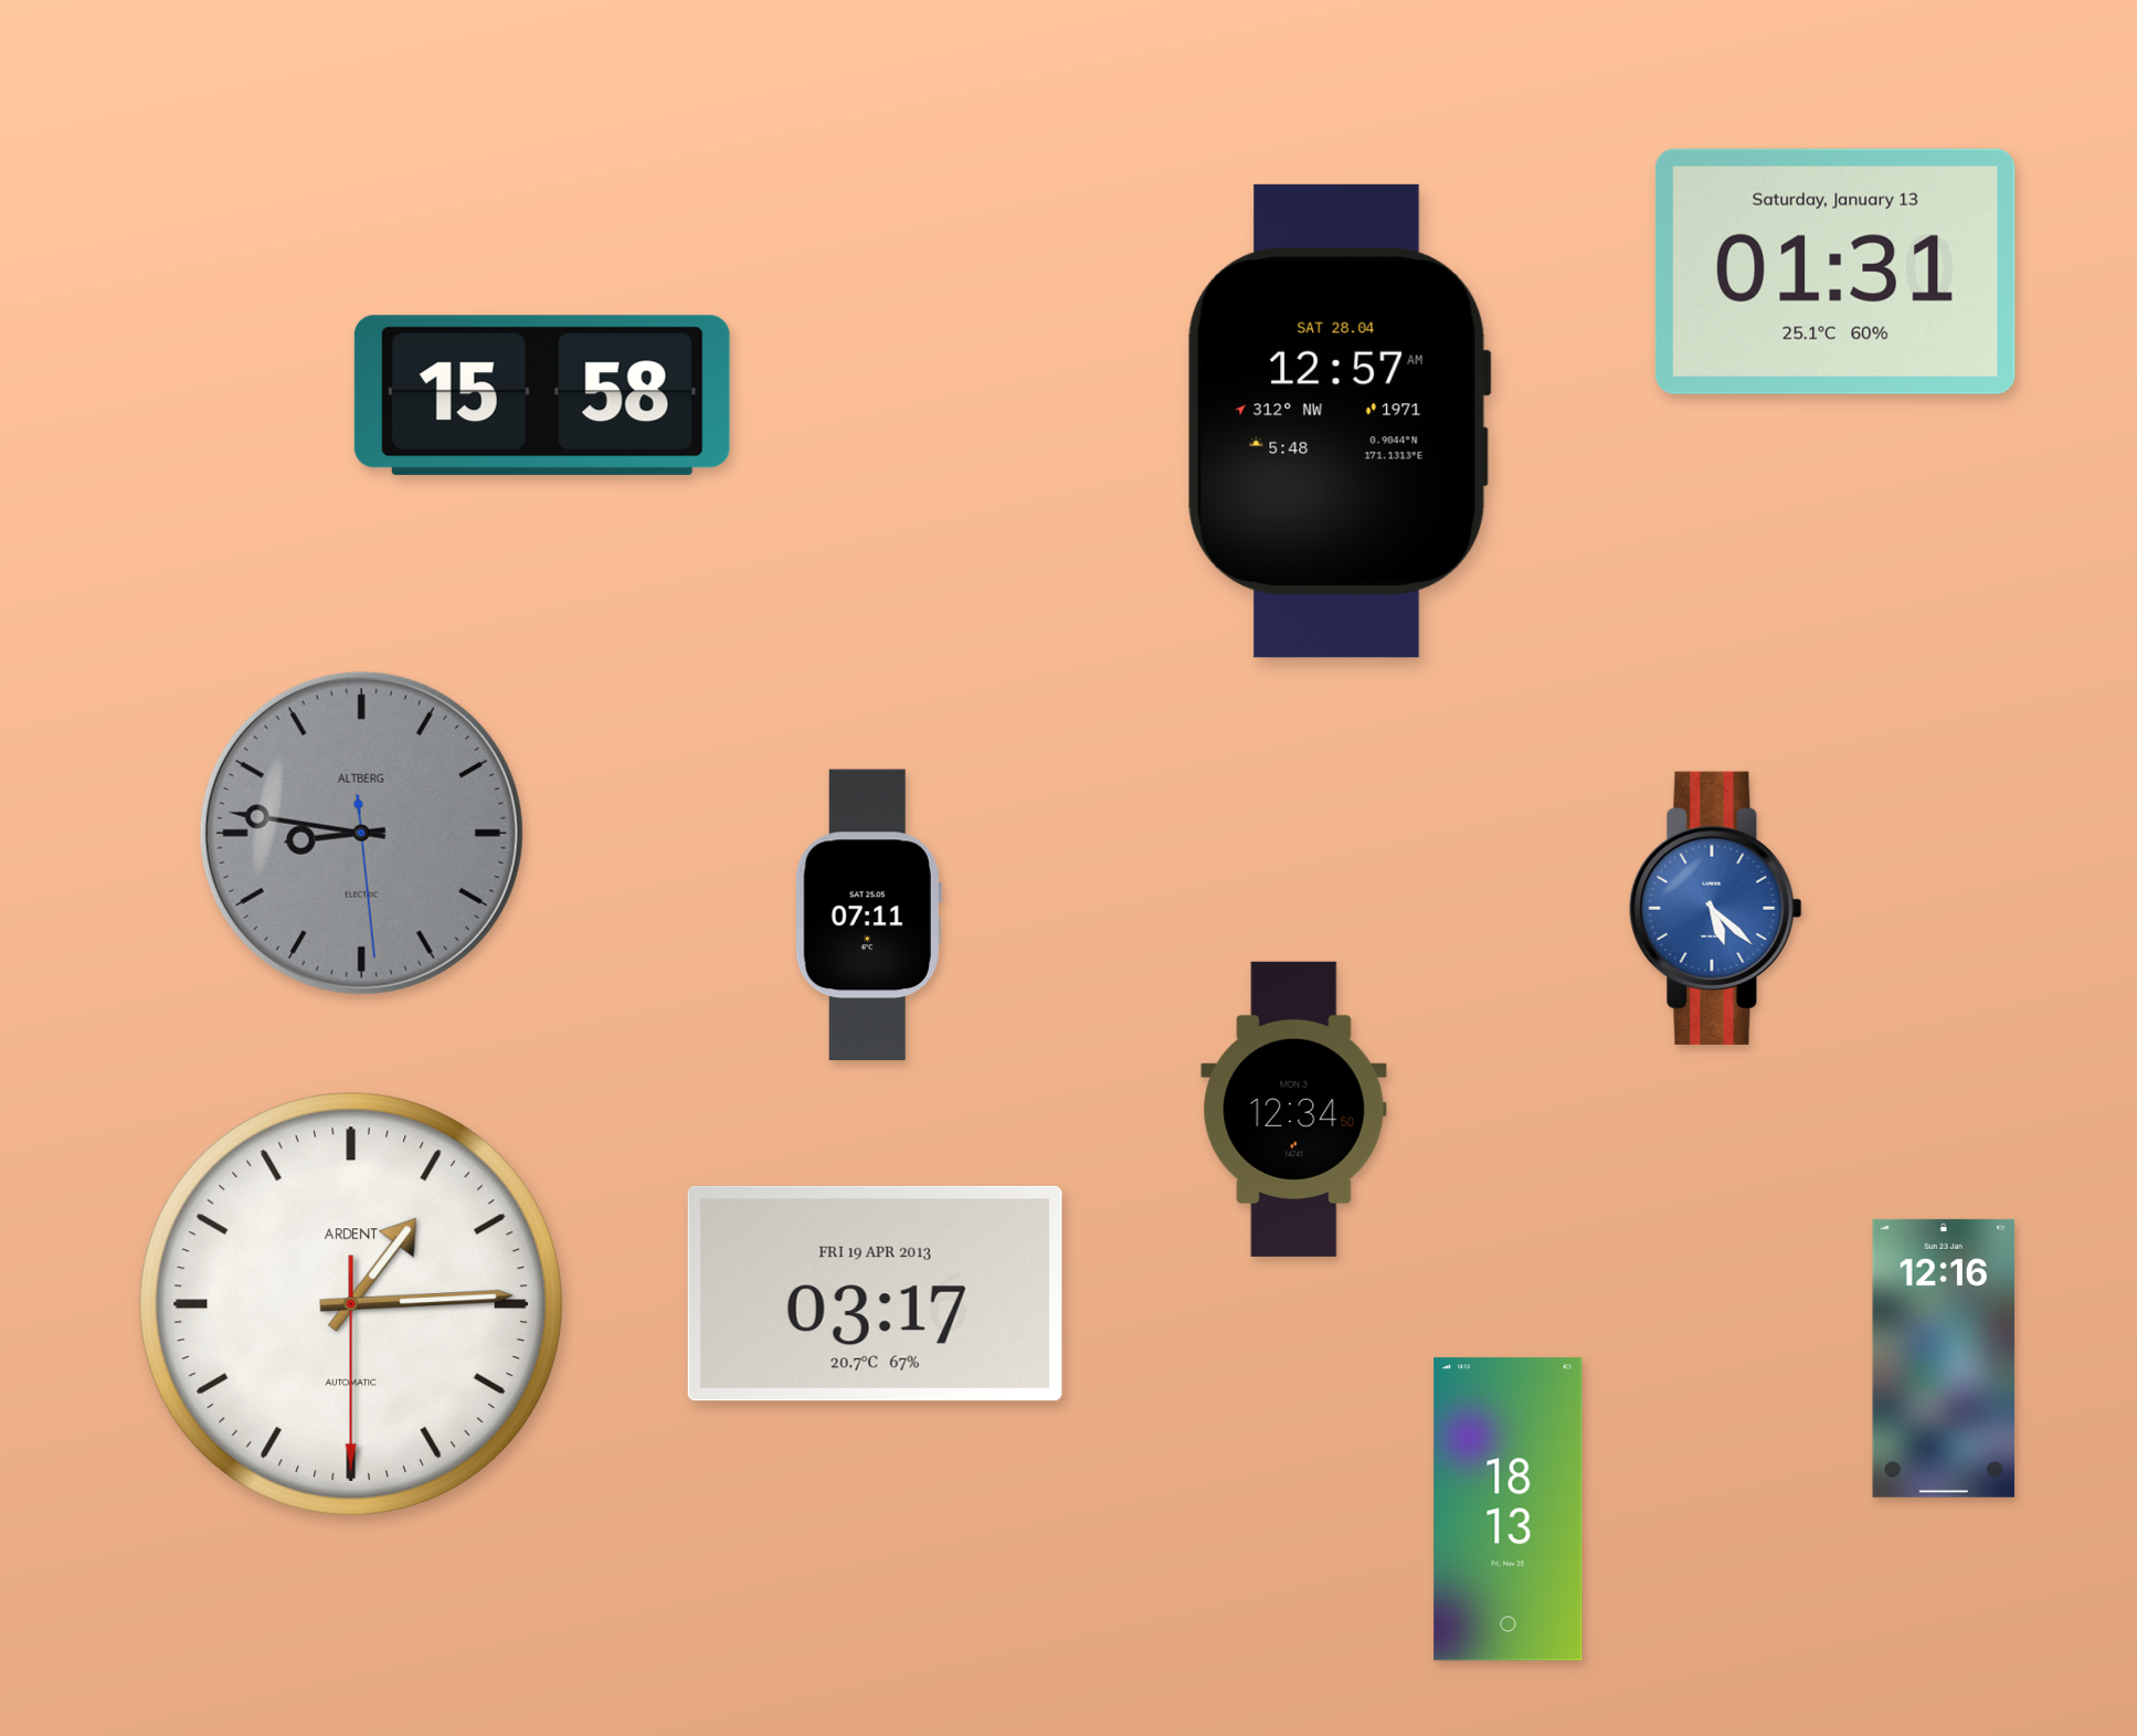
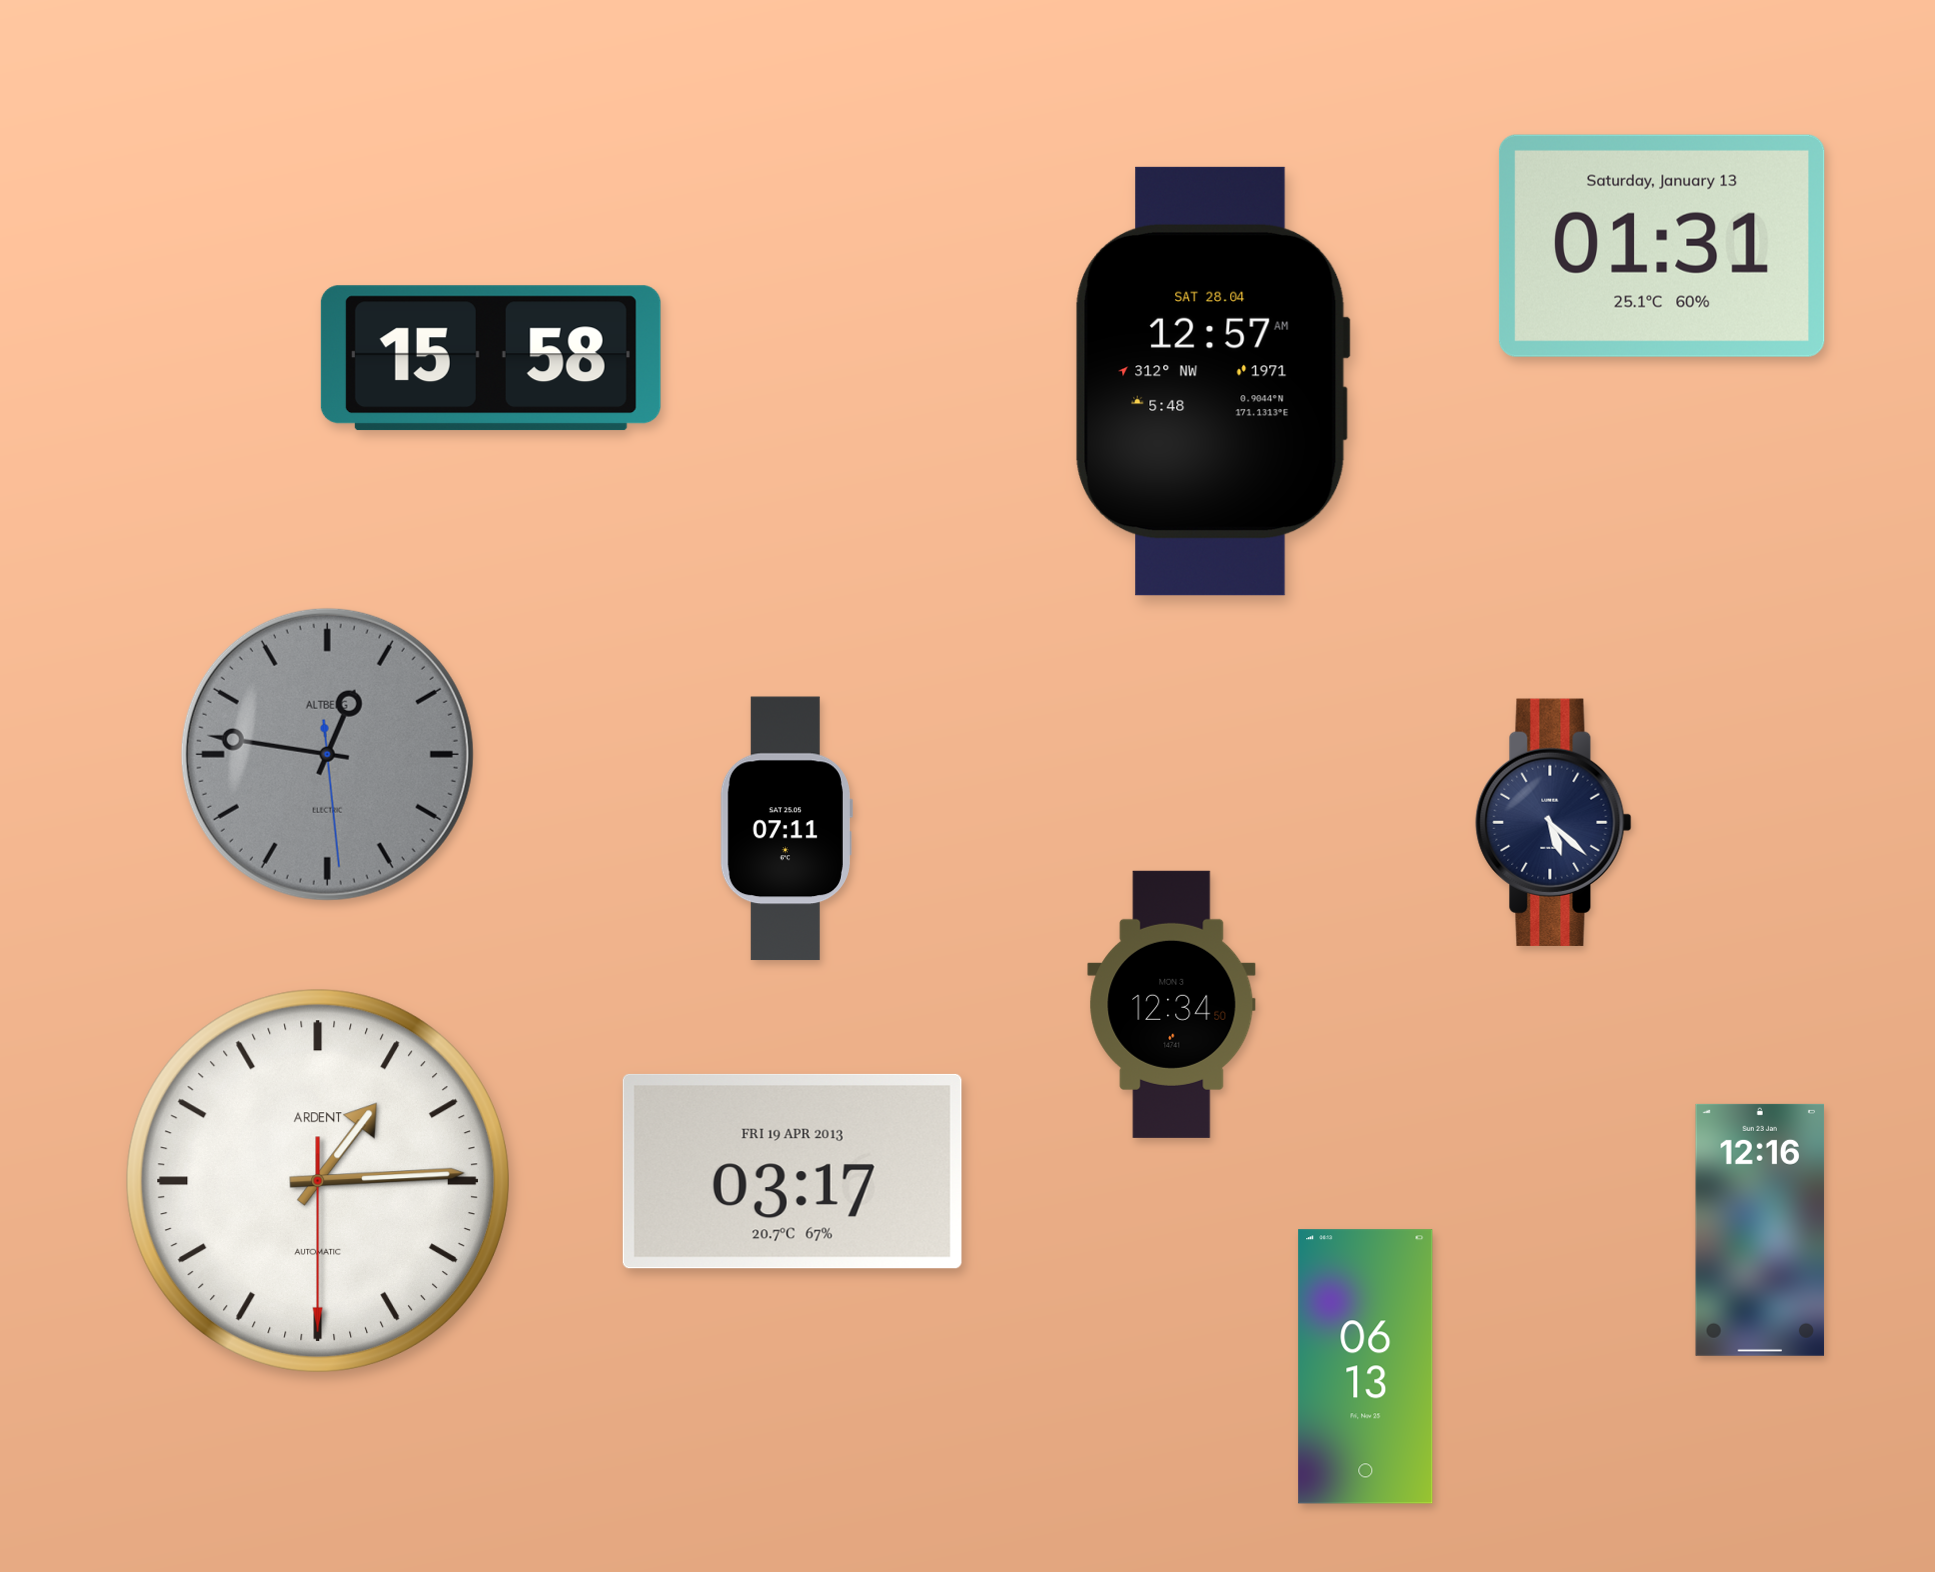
clock at (361, 833): 8:46 -> 12:46
clock at (1716, 908) dial: blue -> navy
clock at (1509, 1510): 18:13 -> 06:13
